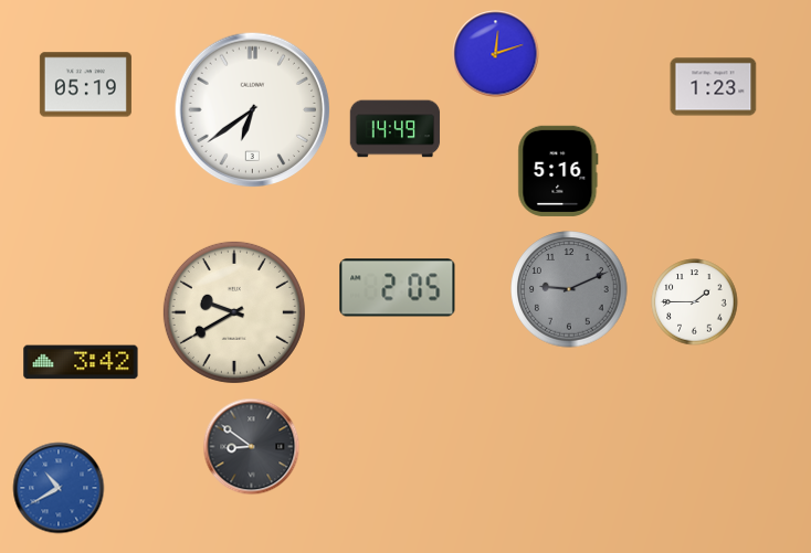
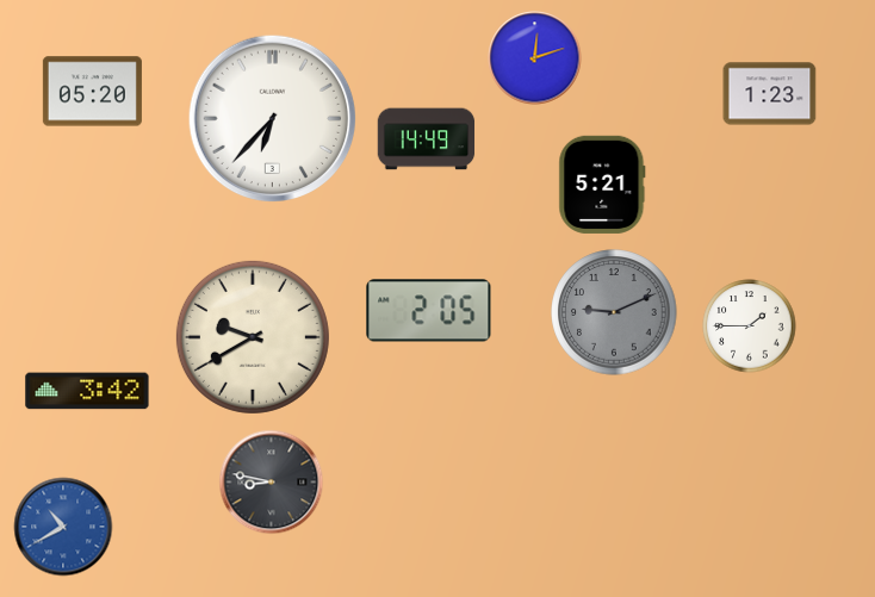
clock at (85, 85): 05:19 -> 05:20
clock at (253, 110): 6:39 -> 6:37
clock at (558, 171): 5:16 -> 5:21
clock at (252, 447): 8:51 -> 8:47
